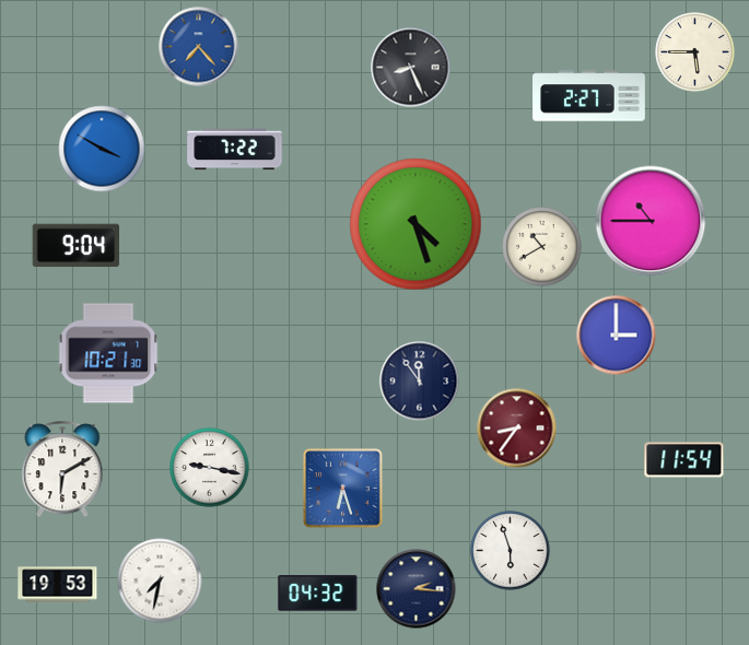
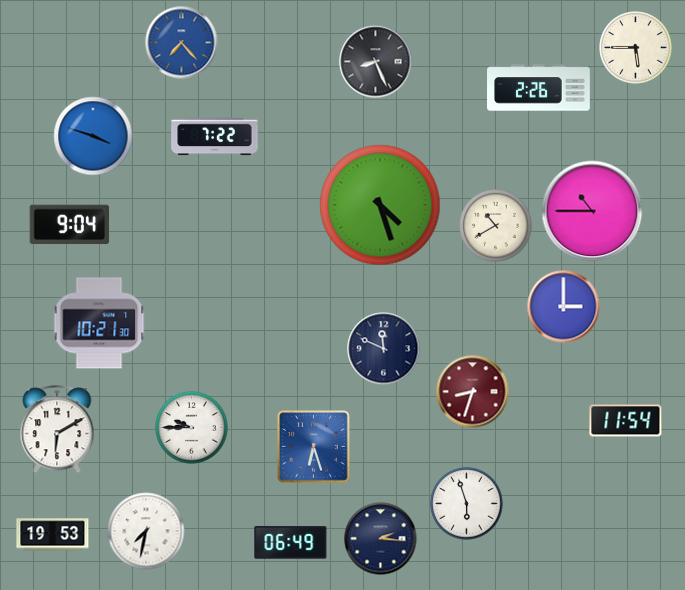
clock at (589, 96): 2:27 -> 2:26
clock at (102, 149): 3:50 -> 3:48
clock at (651, 221) position: (651, 221) -> (592, 211)
clock at (420, 382): 11:54 -> 11:49
clock at (517, 429): 8:36 -> 8:33
clock at (210, 468): 9:17 -> 9:45
clock at (318, 594): 04:32 -> 06:49
